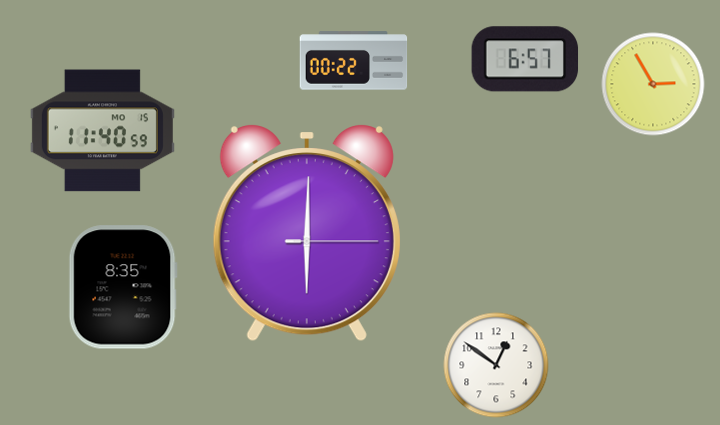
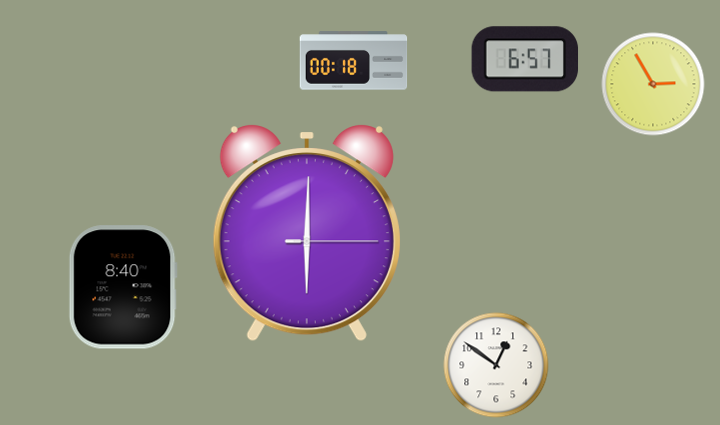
clock at (354, 61): 00:22 -> 00:18
clock at (102, 131): 11:40 -> none
clock at (123, 287): 8:35 -> 8:40
